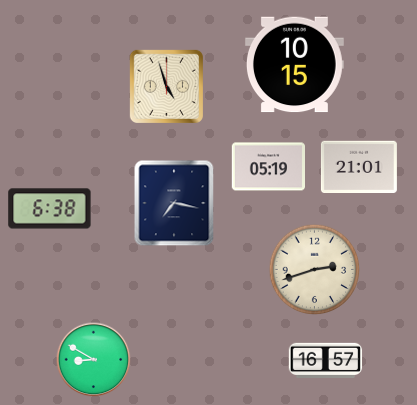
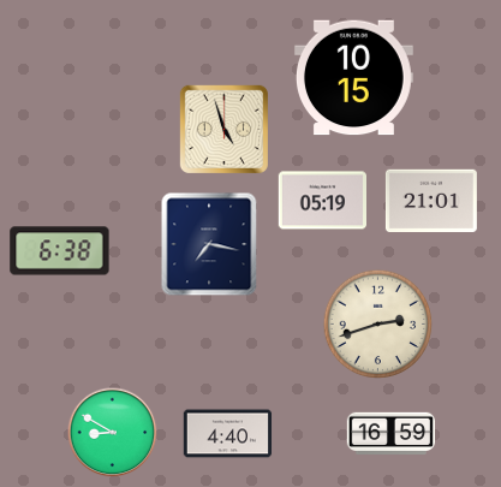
clock at (166, 86) position: (166, 86) -> (223, 129)
clock at (326, 360): 16:57 -> 16:59
clock at (228, 434): none -> 4:40
